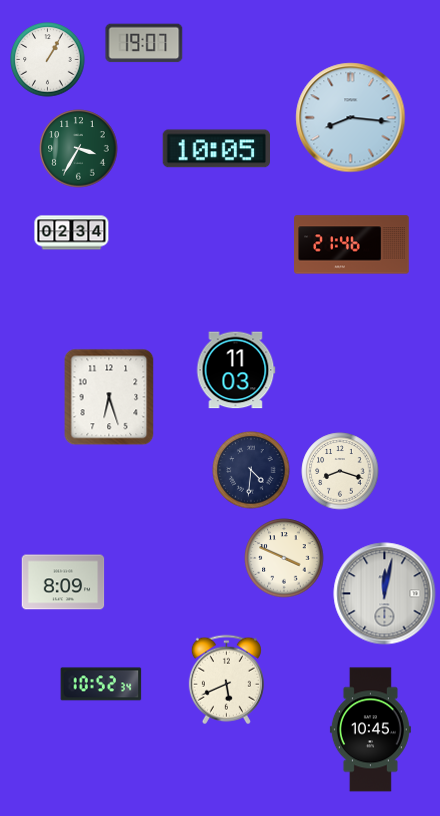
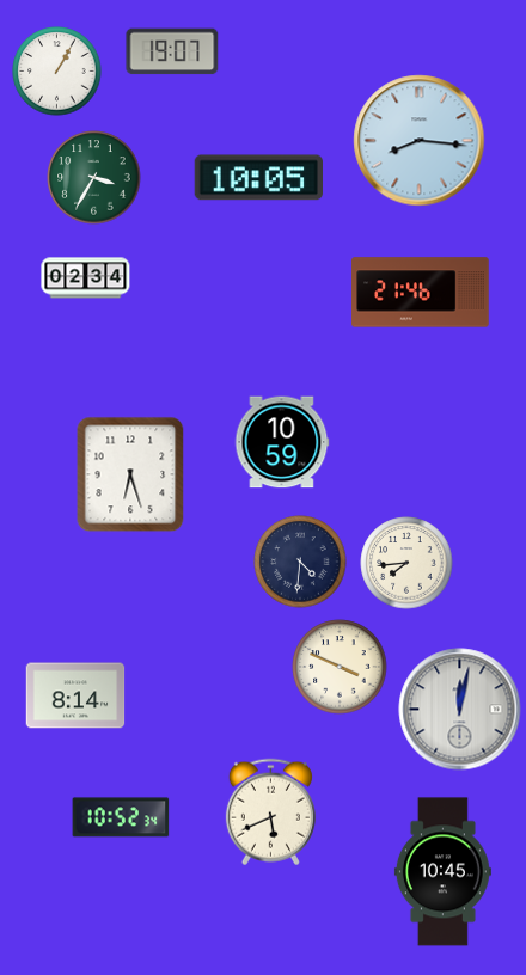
clock at (236, 370): 11:03 -> 10:59
clock at (340, 471): 8:18 -> 7:44
clock at (63, 582): 8:09 -> 8:14
